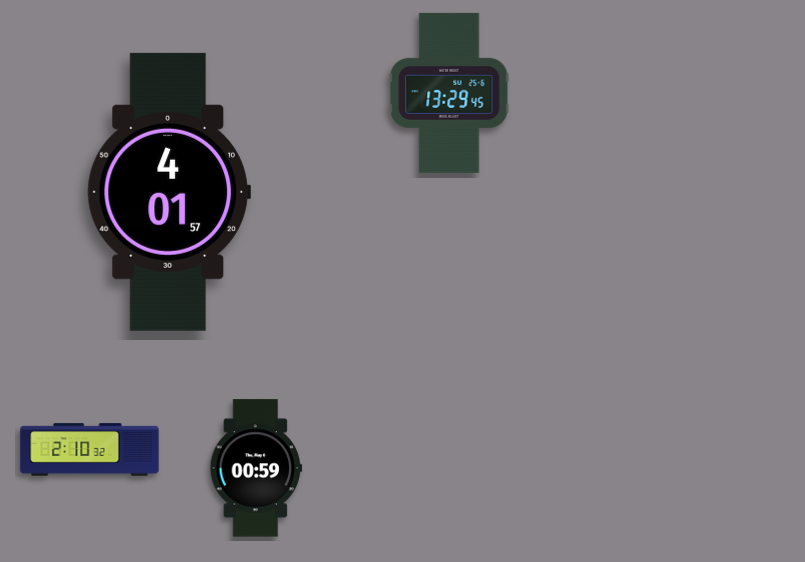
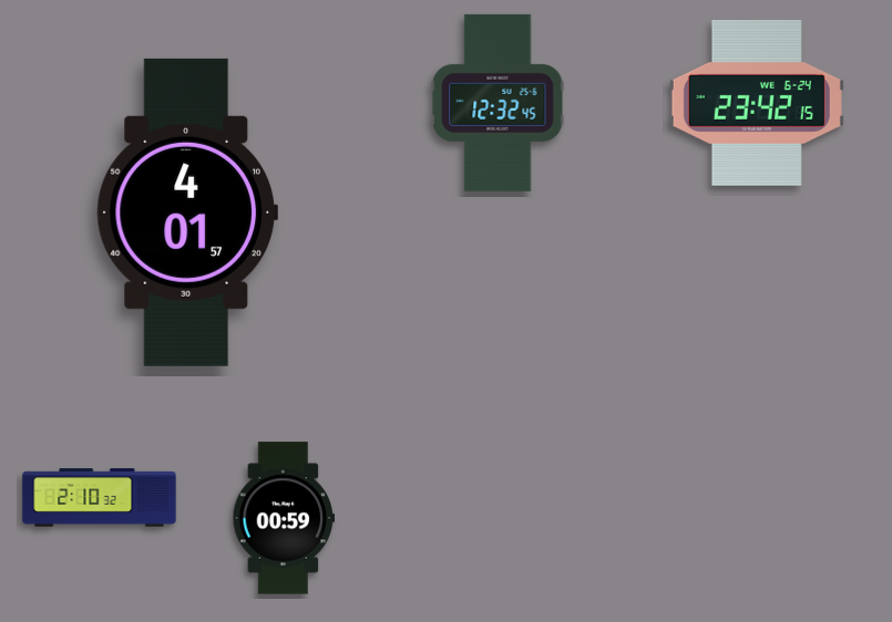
clock at (449, 93): 13:29 -> 12:32
clock at (757, 103): none -> 23:42
